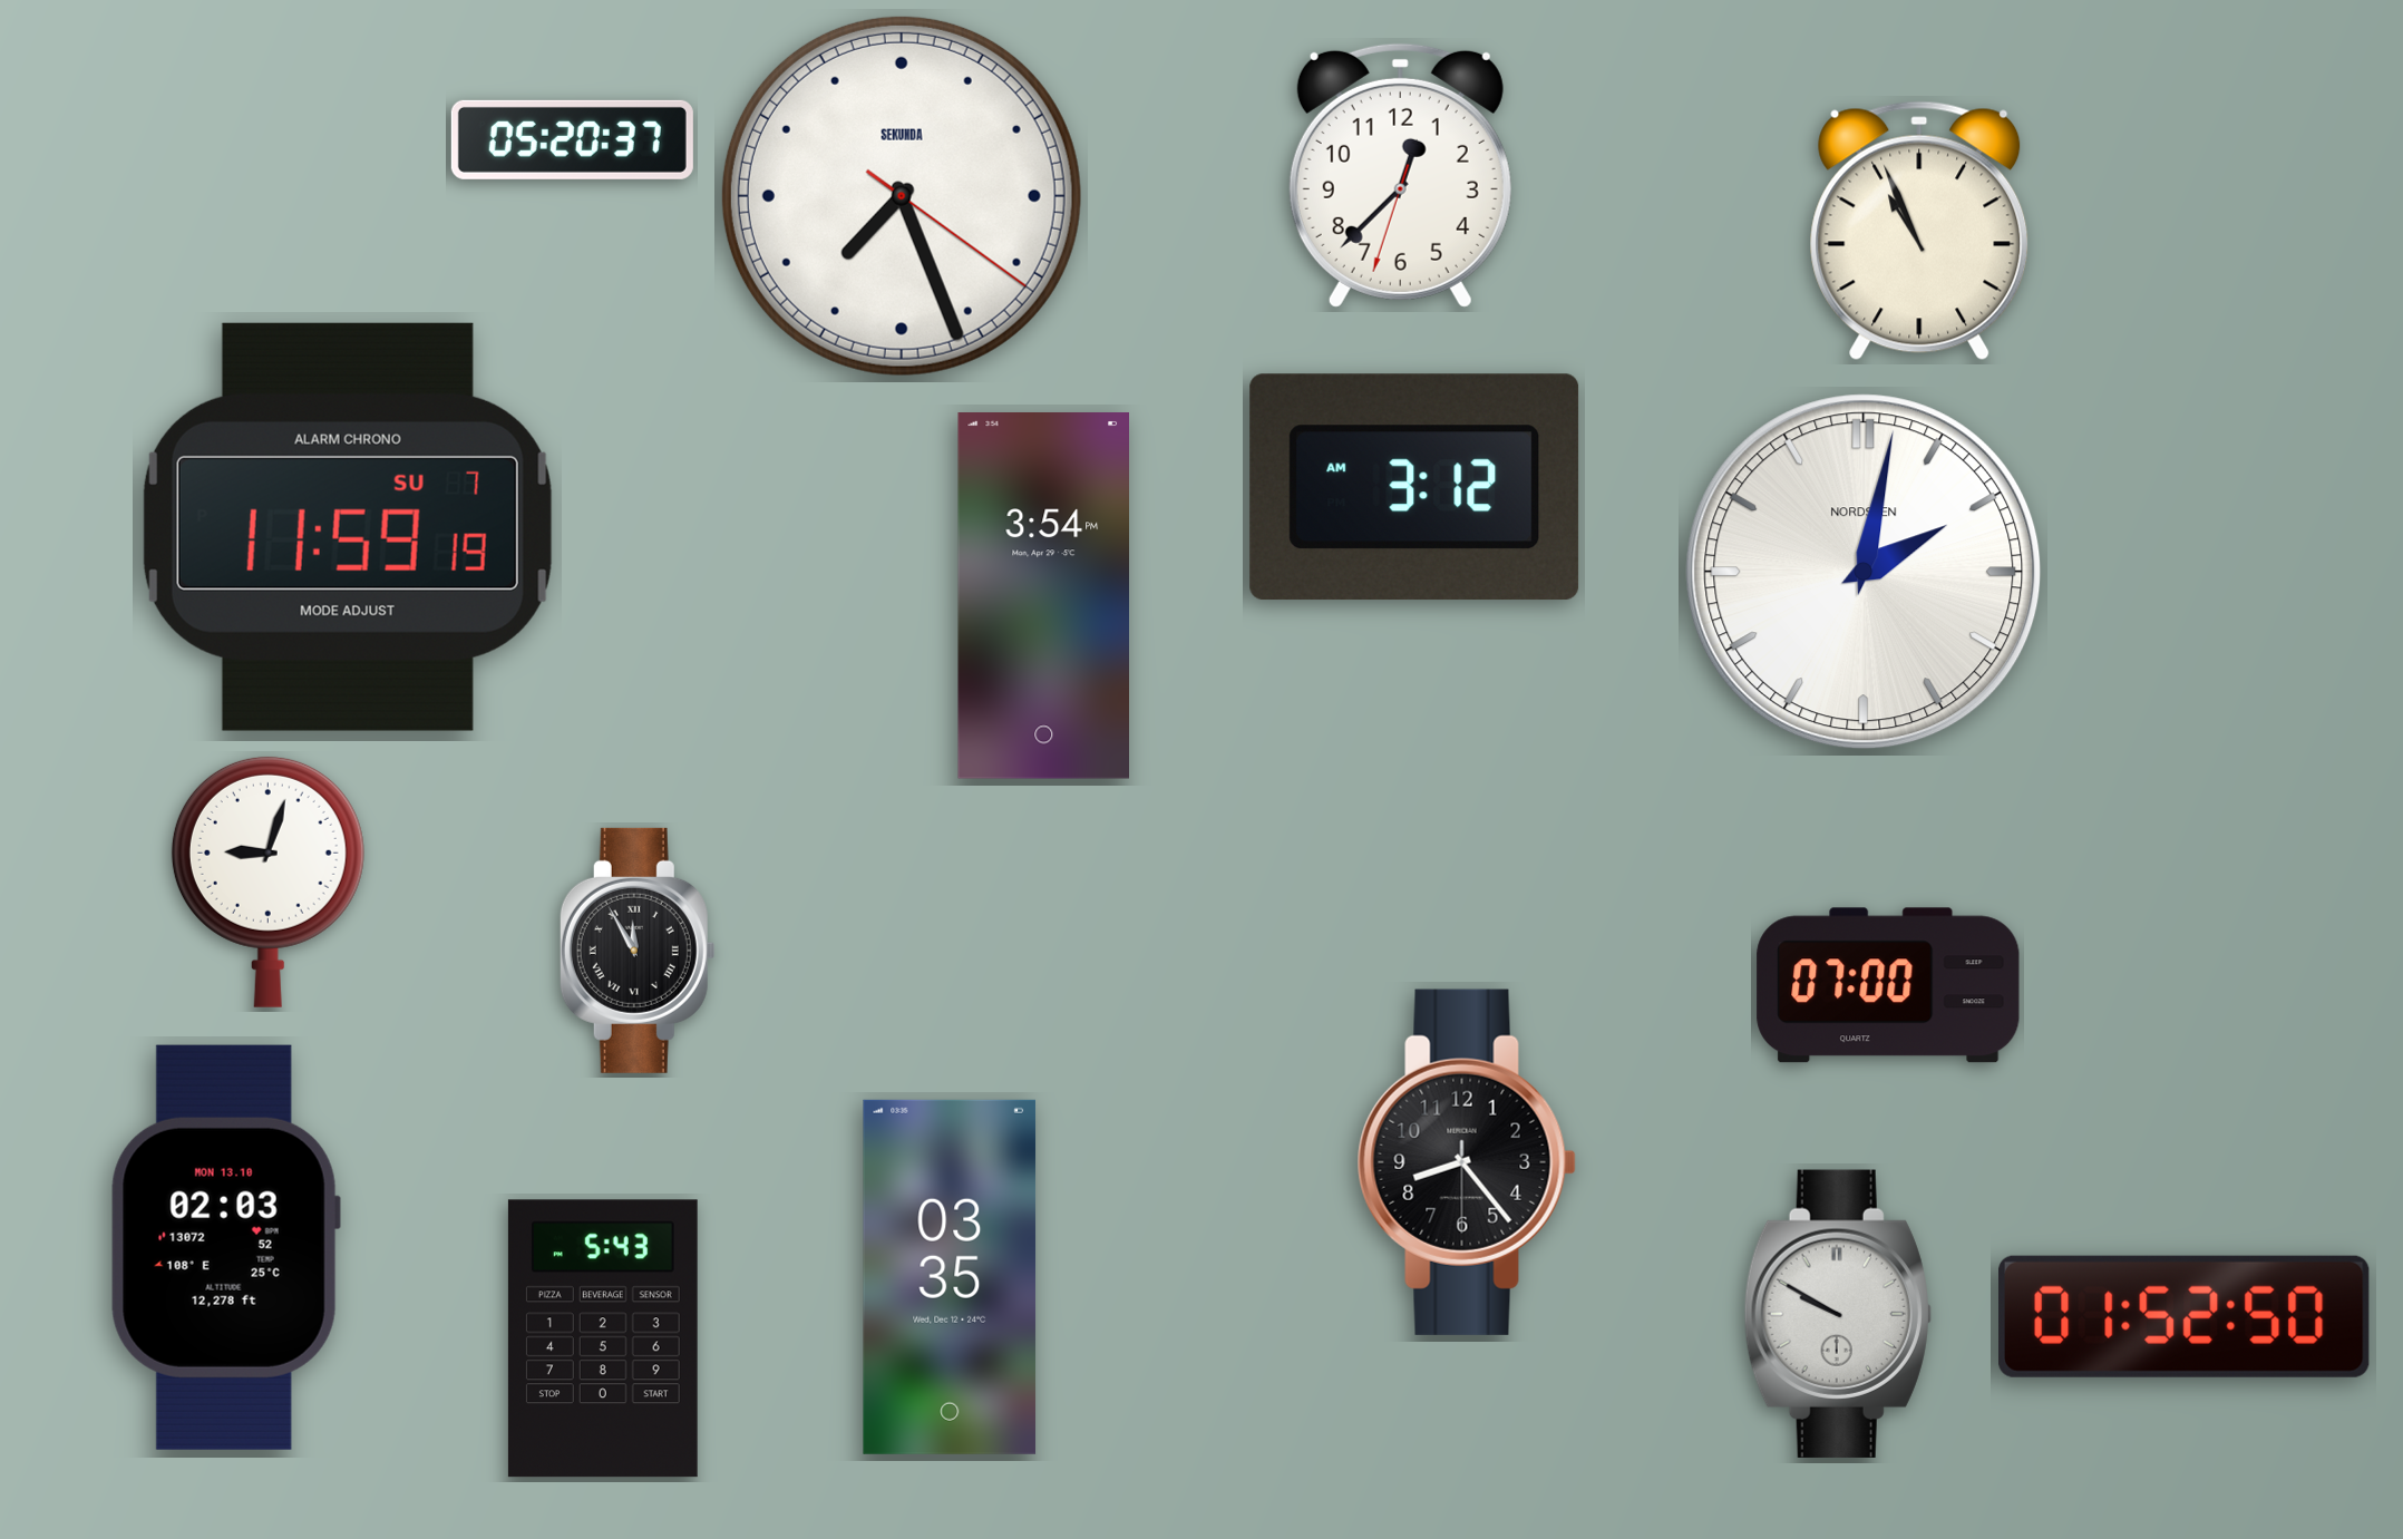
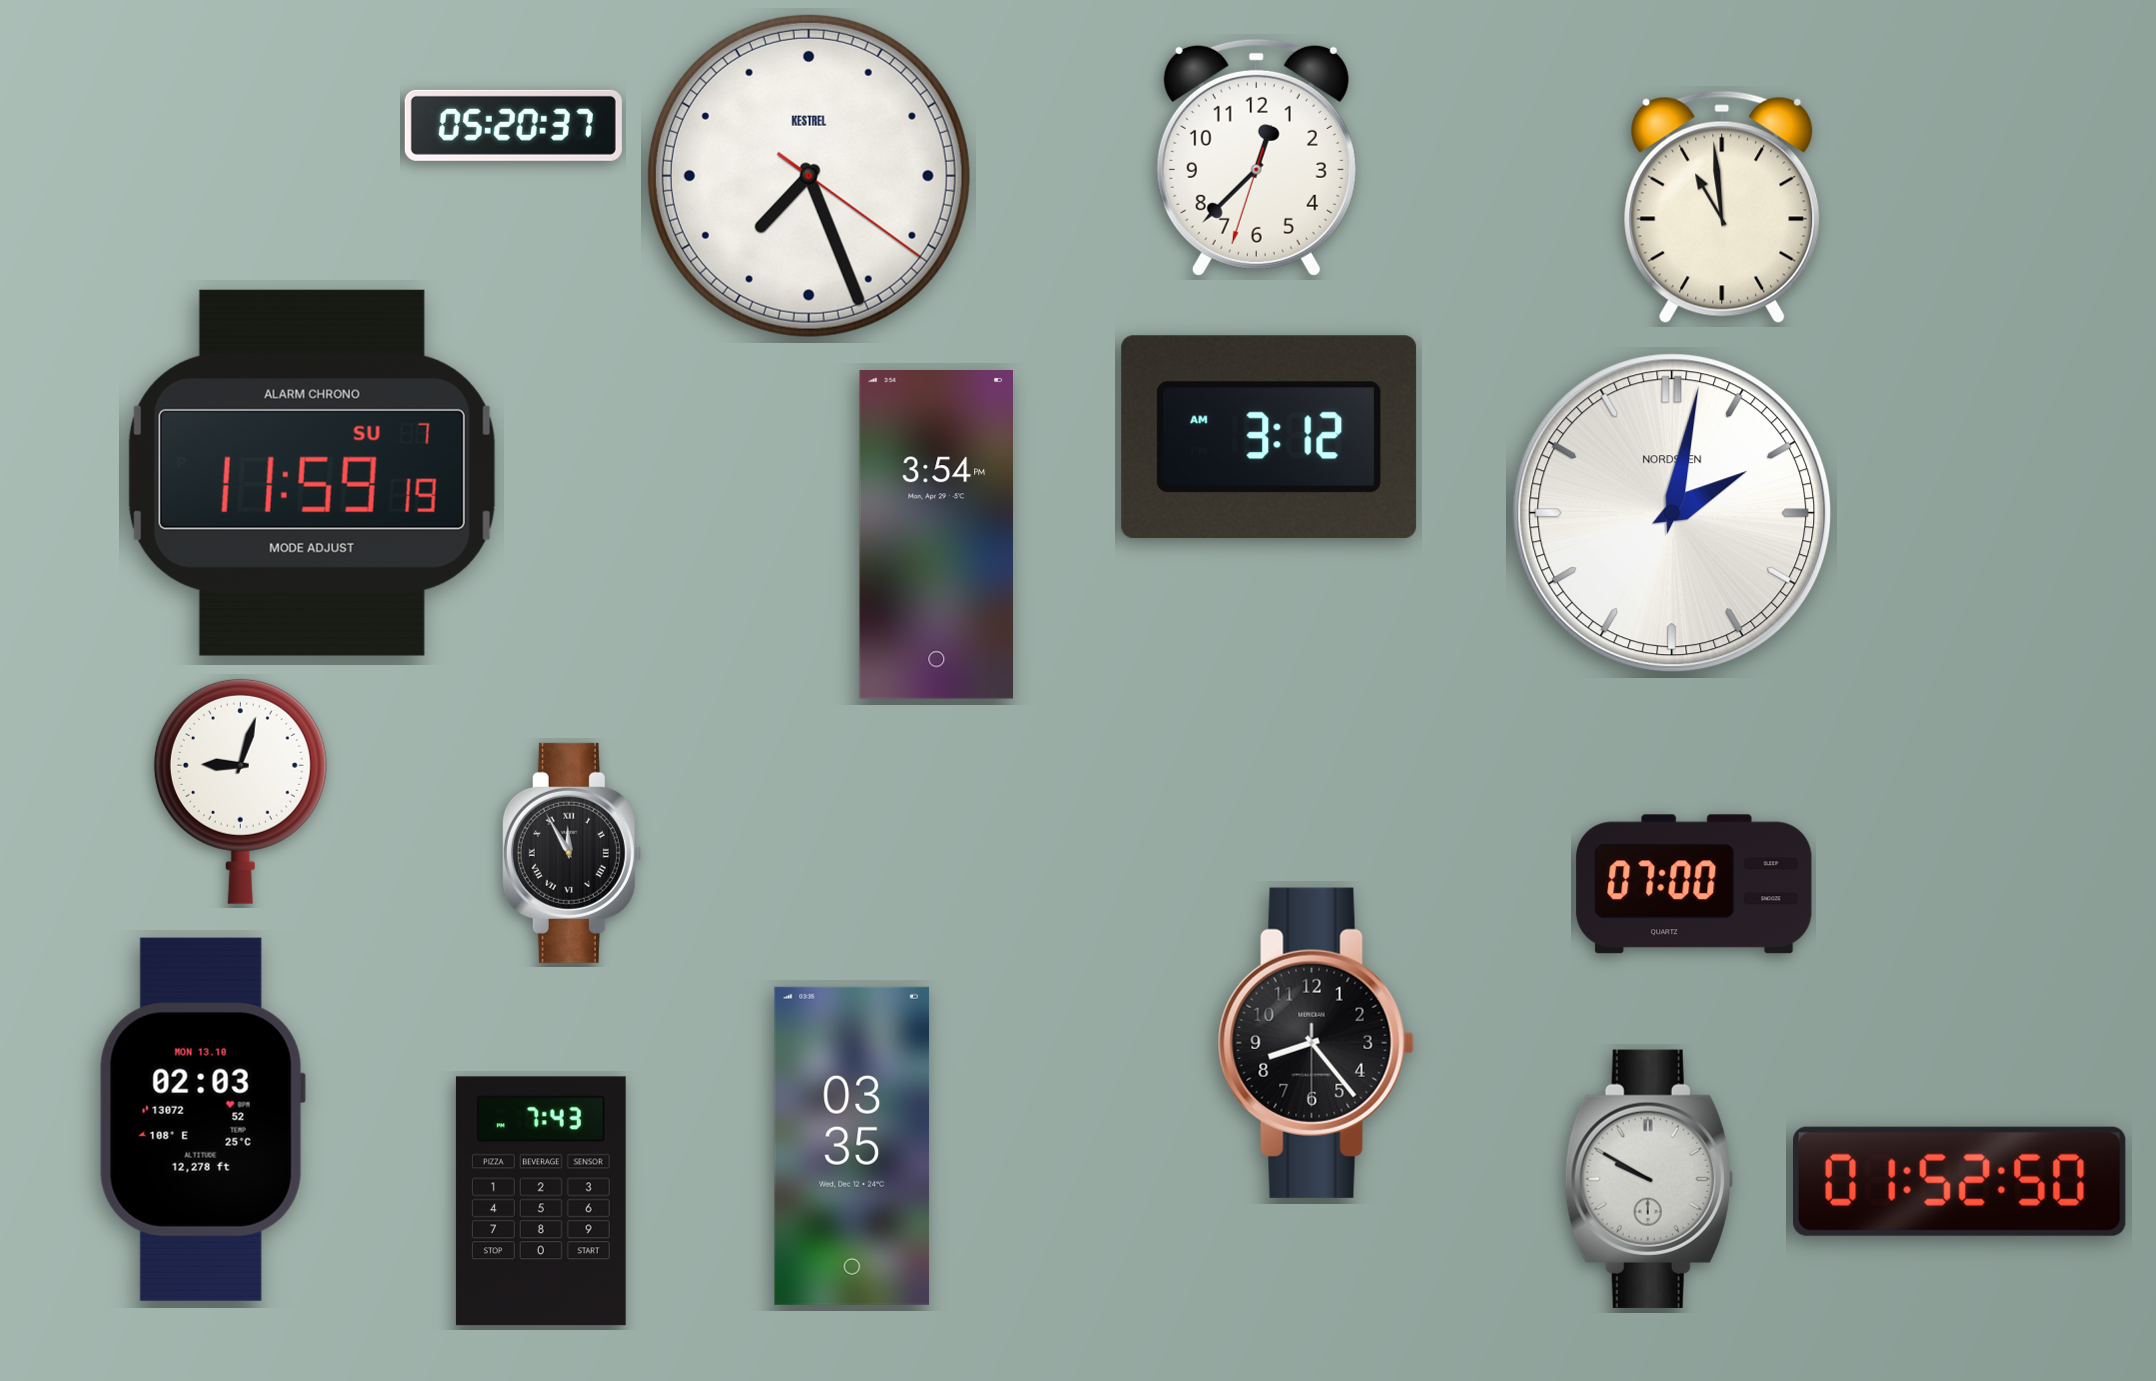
clock at (902, 196) brand: SEKUNDA -> KESTREL
clock at (1919, 231): 10:56 -> 10:59
clock at (603, 1338): 5:43 -> 7:43
